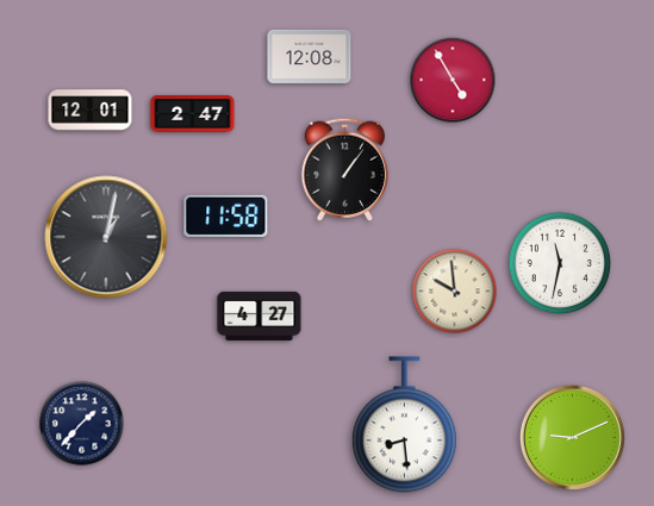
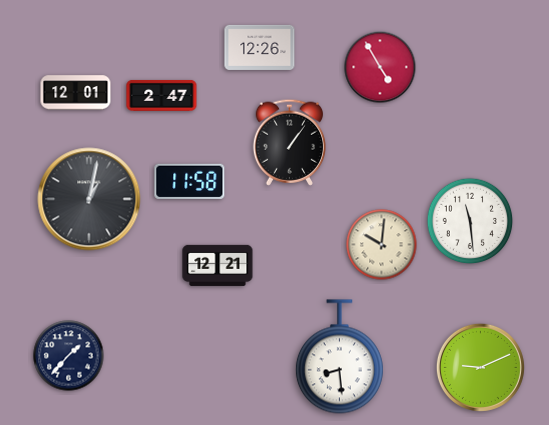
clock at (310, 56): 12:08 -> 12:26
clock at (560, 263): 11:32 -> 11:29
clock at (455, 292): 9:59 -> 10:01
clock at (260, 316): 4:27 -> 12:21
